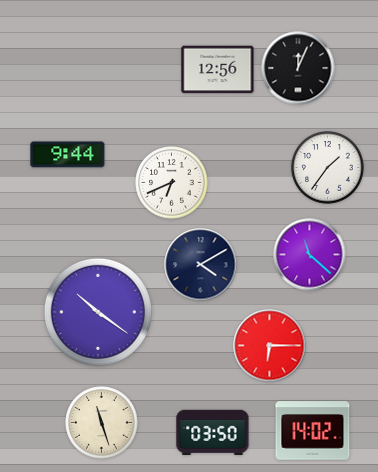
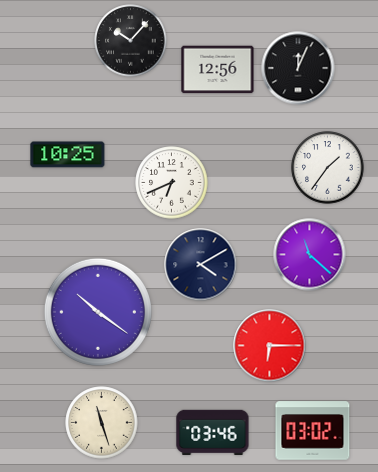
clock at (131, 41): none -> 10:07
clock at (68, 155): 9:44 -> 10:25
clock at (313, 431): 14:02 -> 03:02
clock at (213, 432): 03:50 -> 03:46
